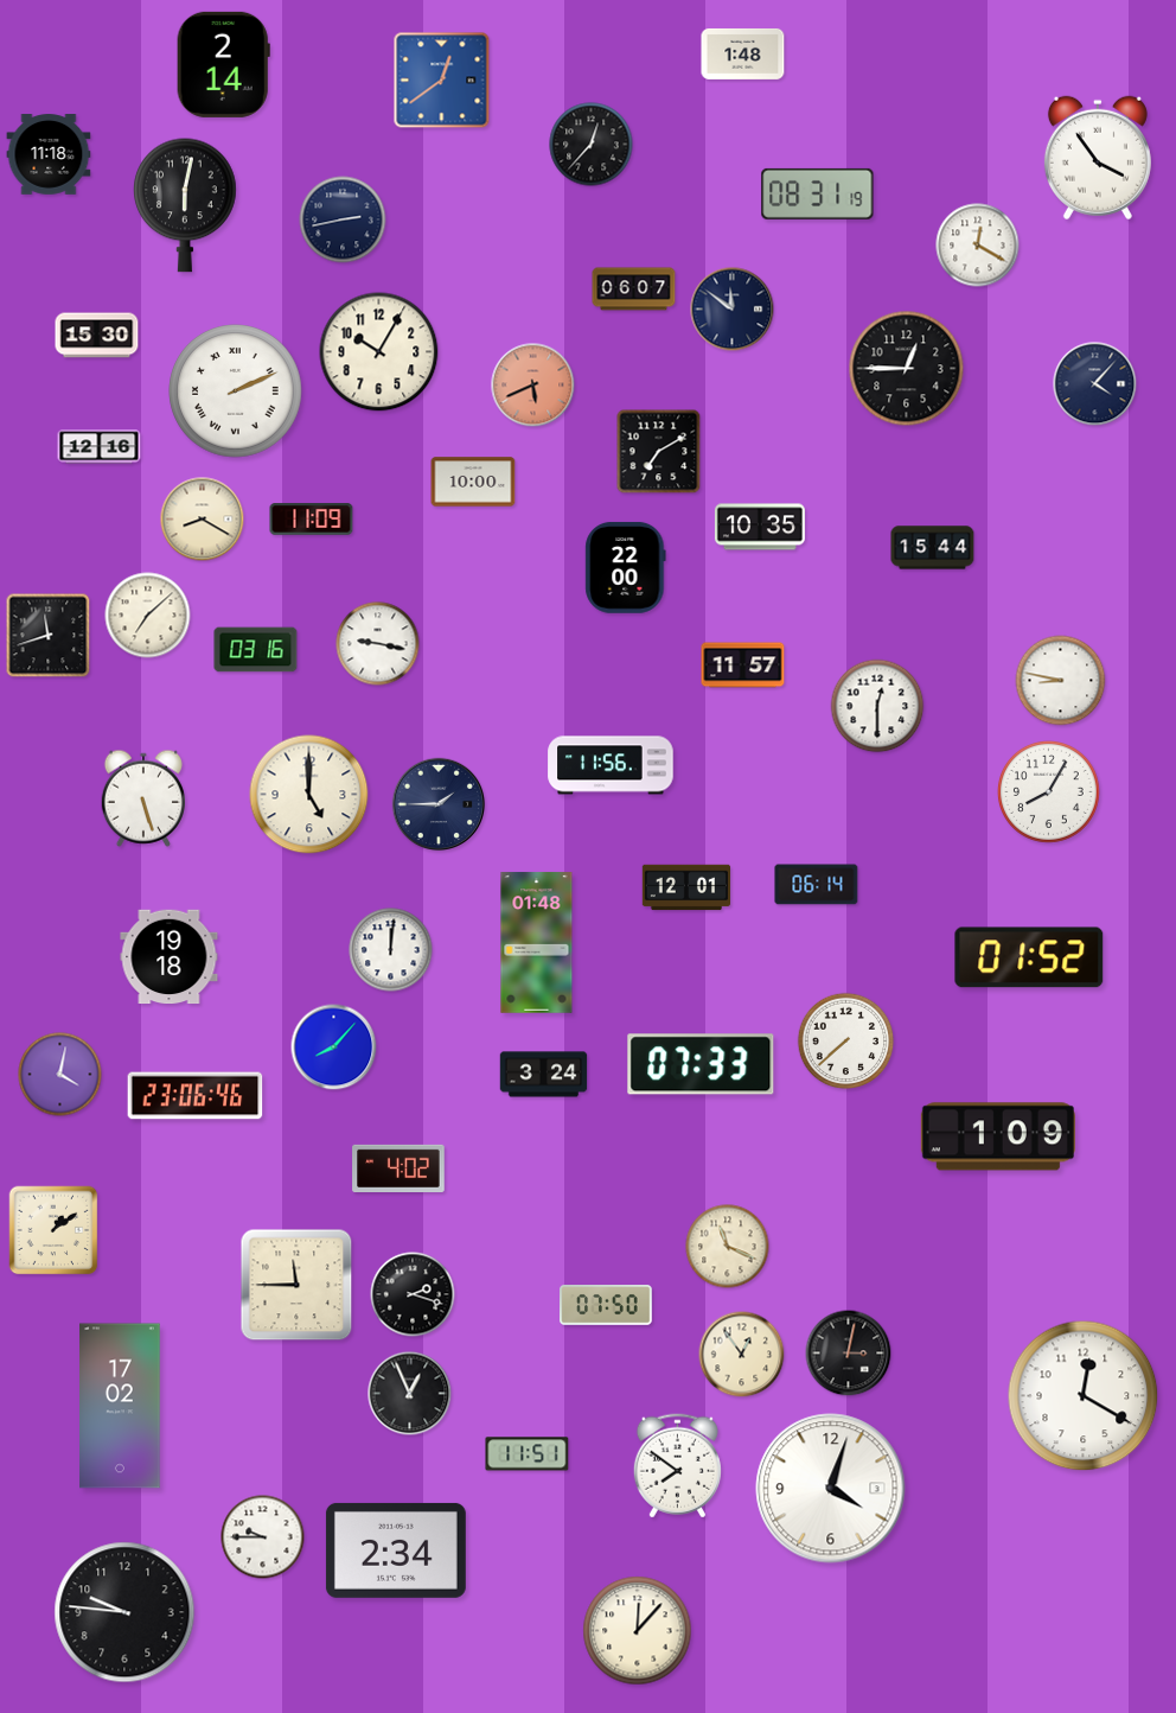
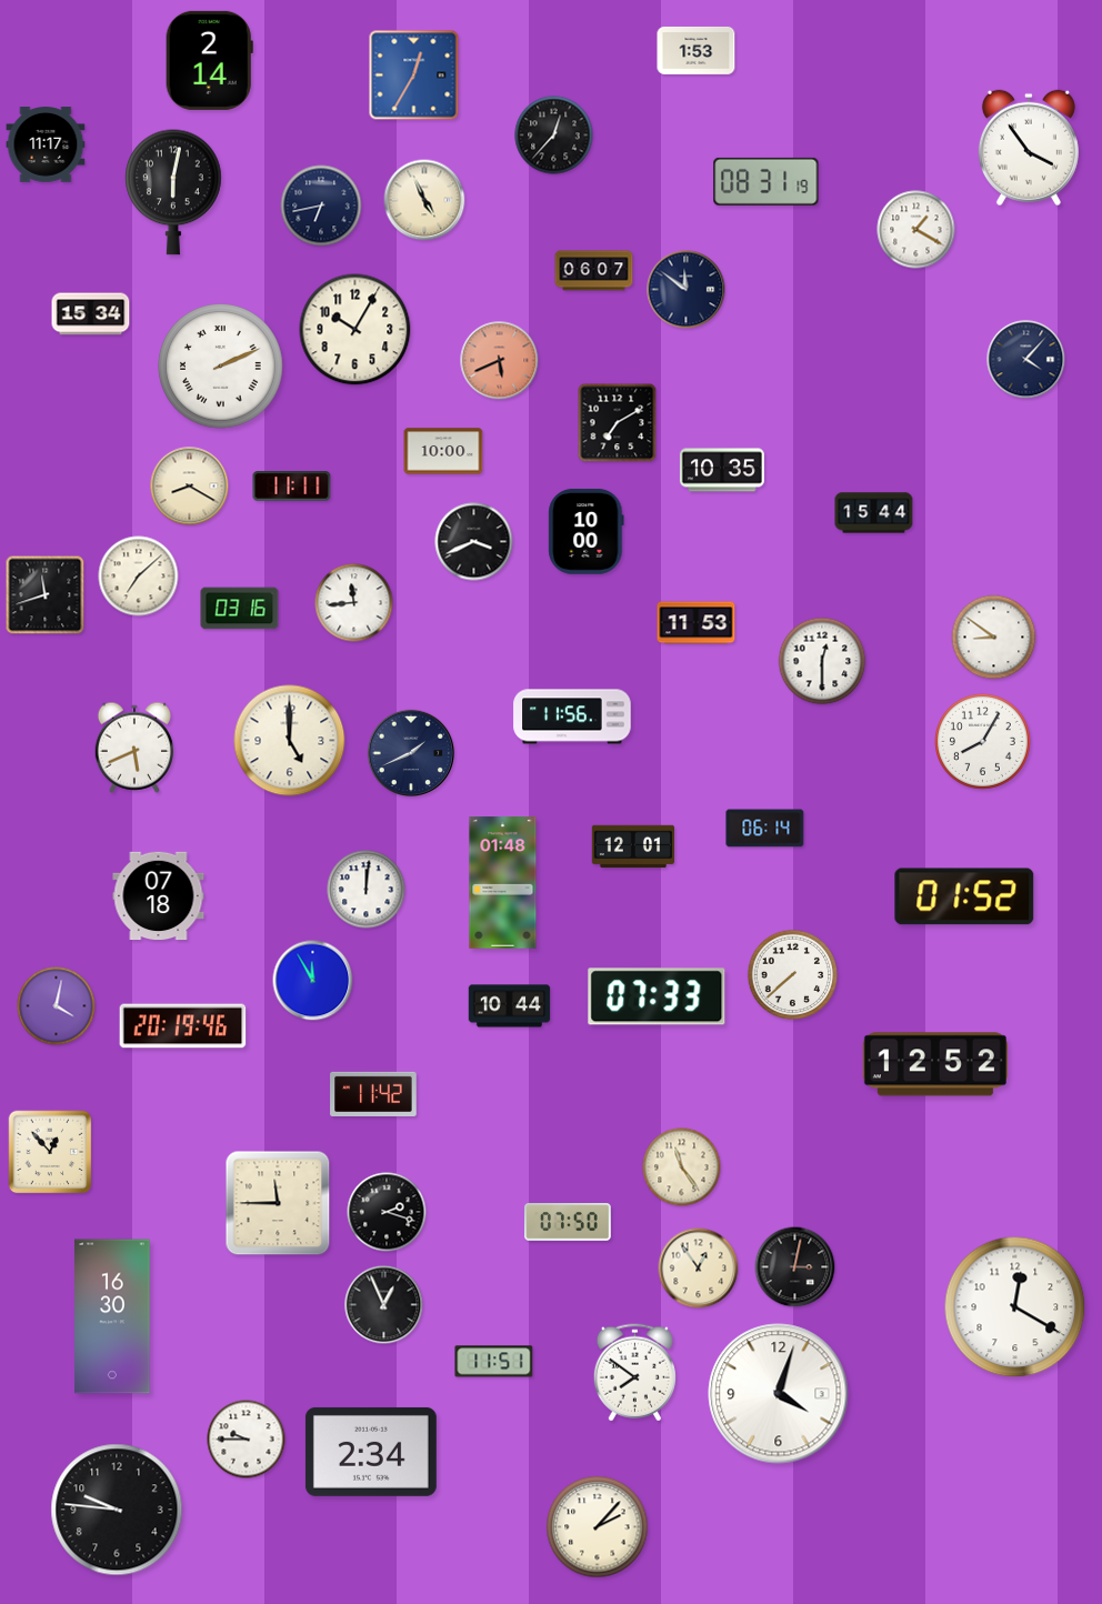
clock at (743, 53): 1:48 -> 1:53
clock at (442, 81): 12:39 -> 12:35
clock at (49, 154): 11:18 -> 11:17
clock at (424, 200): none -> 4:56
clock at (343, 219): 2:43 -> 6:43
clock at (978, 246): 12:20 -> 1:20
clock at (97, 336): 15:30 -> 15:34
clock at (907, 369): 12:45 -> none
clock at (100, 447): 12:16 -> none
clock at (312, 520): 11:09 -> 11:11
clock at (760, 527) position: (760, 527) -> (722, 470)
clock at (626, 568): 22:00 -> 10:00
clock at (474, 542): none -> 3:41
clock at (378, 644): 9:17 -> 11:44
clock at (743, 666): 11:57 -> 11:53
clock at (1061, 681): 8:47 -> 8:51
clock at (309, 795) position: (309, 795) -> (290, 741)
clock at (142, 798): 5:27 -> 5:41
clock at (439, 804): 1:45 -> 1:41
clock at (686, 887) position: (686, 887) -> (633, 846)
clock at (170, 957): 19:18 -> 07:18
clock at (334, 1047): 8:07 -> 11:55
clock at (544, 1075): 3:24 -> 10:44
clock at (196, 1096): 23:06 -> 20:19
clock at (998, 1136): 1:09 -> 12:52
clock at (398, 1167): 4:02 -> 11:42
clock at (53, 1230): 1:09 -> 12:53
clock at (728, 1247): 11:19 -> 11:24
clock at (742, 1355) position: (742, 1355) -> (699, 1269)
clock at (120, 1406): 17:02 -> 16:30
clock at (638, 1631): 12:07 -> 2:07
